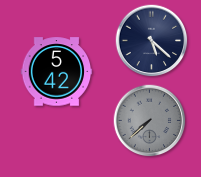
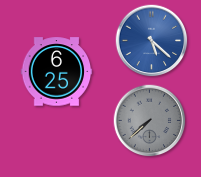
clock at (152, 41) dial: navy -> blue
clock at (57, 72): 5:42 -> 6:25
